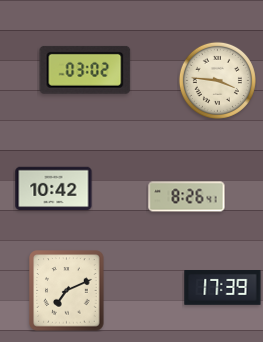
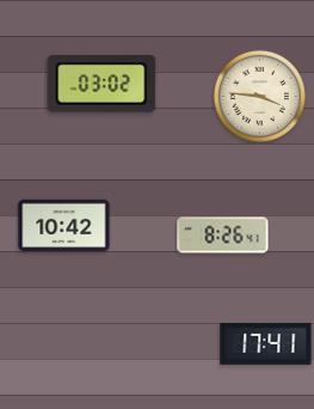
clock at (223, 288): 17:39 -> 17:41
clock at (67, 291): 7:11 -> none
